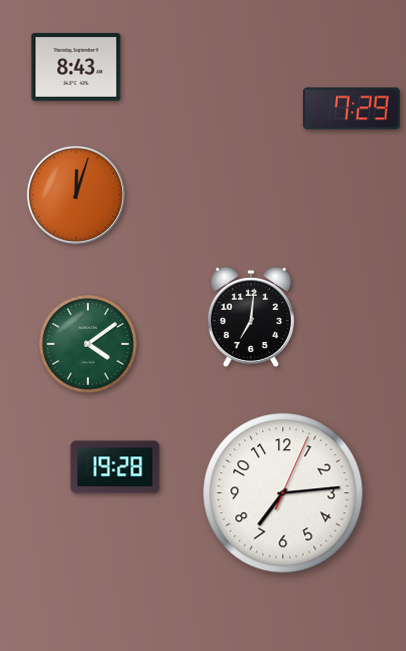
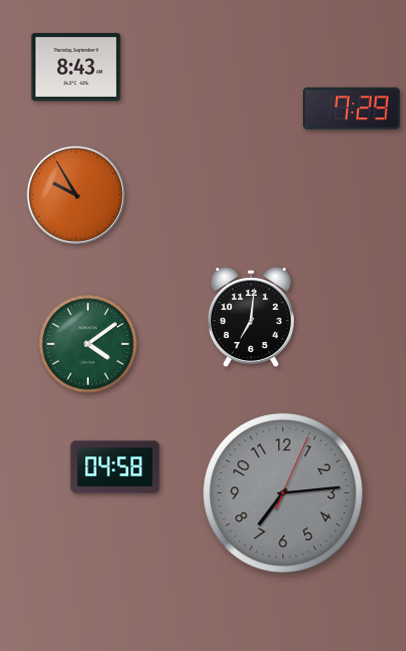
clock at (76, 195): 12:03 -> 9:55
clock at (115, 467): 19:28 -> 04:58
clock at (283, 493) dial: white -> grey
